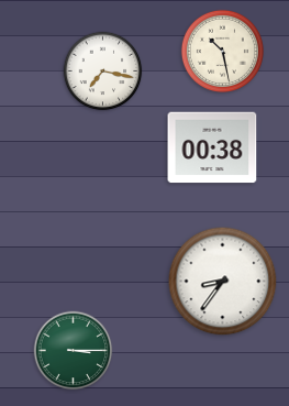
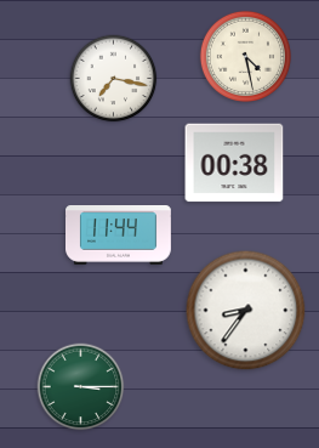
clock at (222, 51): 10:28 -> 4:28
clock at (119, 236): none -> 11:44
